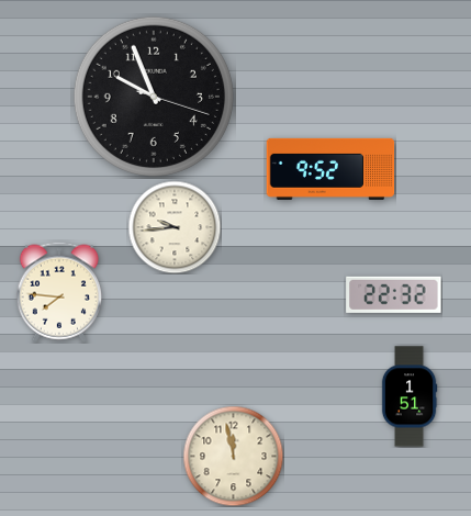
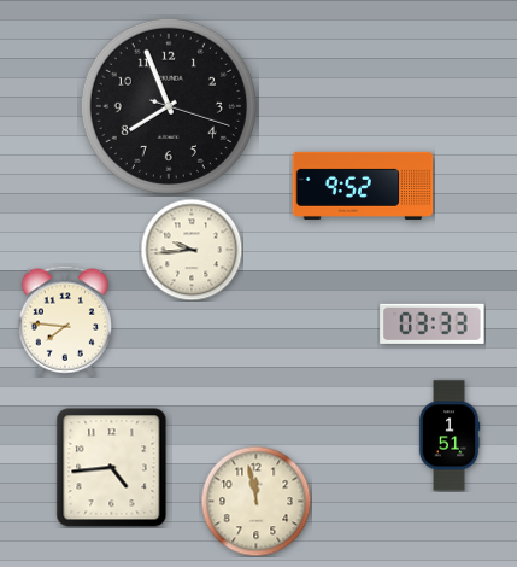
clock at (154, 97): 9:56 -> 7:56
clock at (394, 294): 22:32 -> 03:33
clock at (112, 468): none -> 4:44
